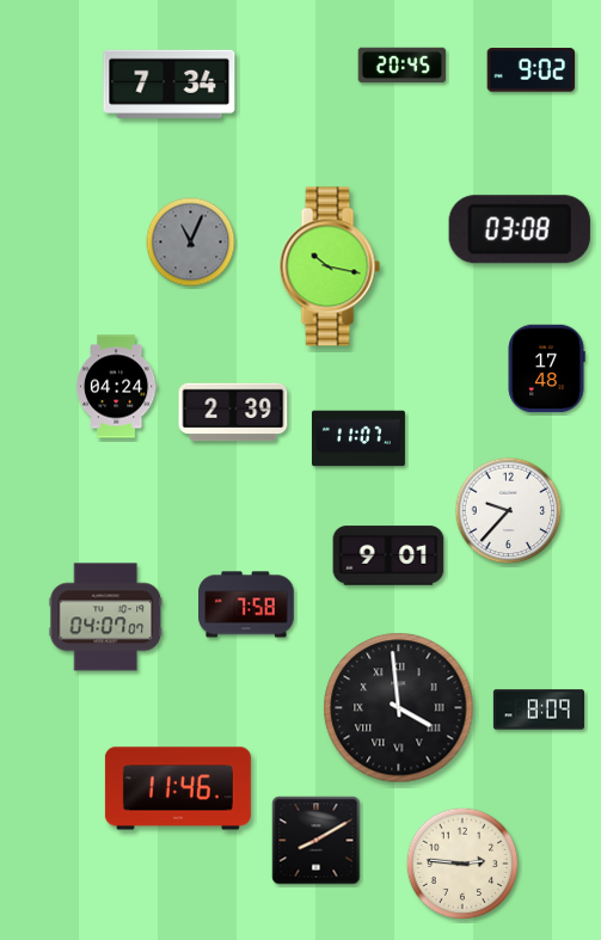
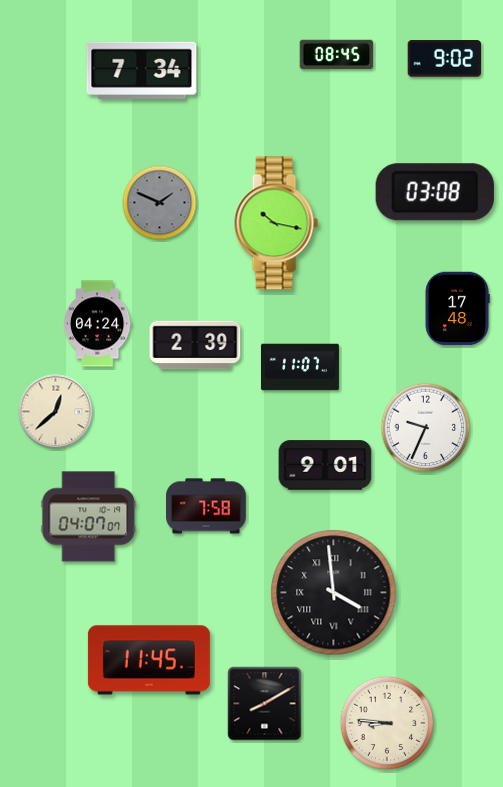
clock at (403, 66): 20:45 -> 08:45
clock at (191, 242): 11:04 -> 1:49
clock at (56, 412): none -> 12:38
clock at (509, 511): 9:37 -> 9:34
clock at (539, 709): 8:09 -> none
clock at (178, 788): 11:46 -> 11:45
clock at (462, 864): 2:46 -> 8:46
